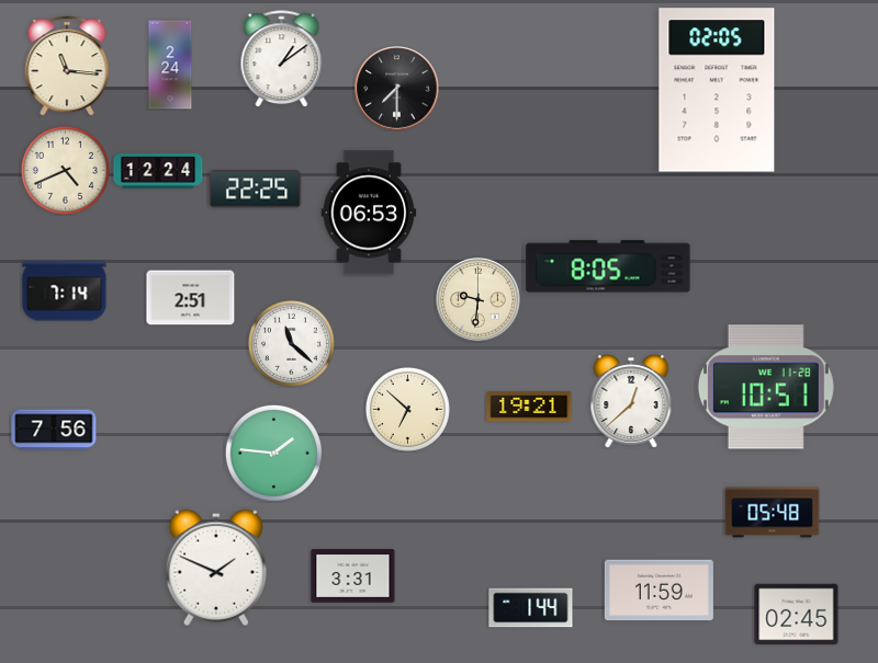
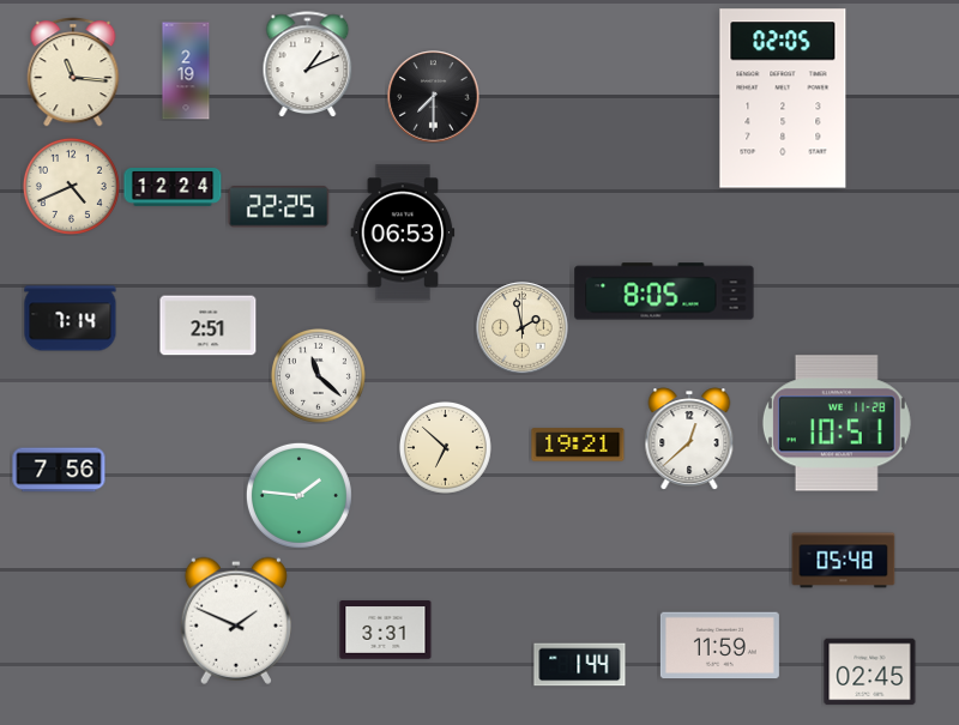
clock at (282, 58): 1:09 -> 1:11
clock at (170, 65): 2:24 -> 2:19
clock at (479, 300): 9:31 -> 1:58
